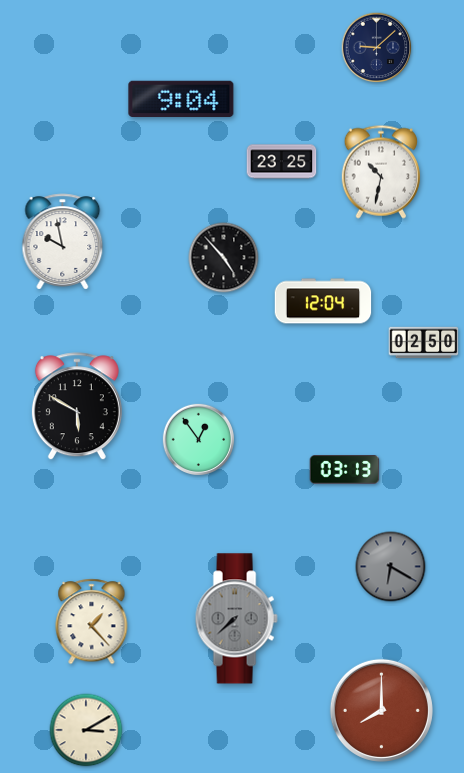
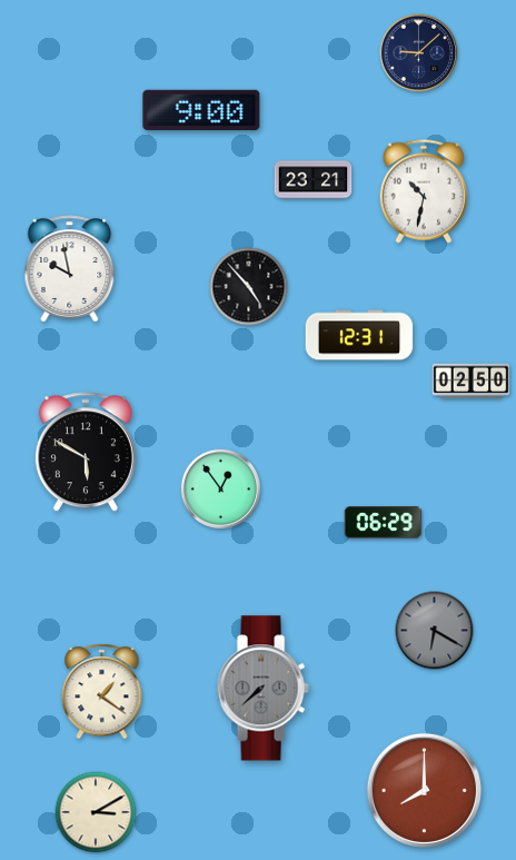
clock at (181, 99): 9:04 -> 9:00
clock at (282, 162): 23:25 -> 23:21
clock at (323, 301): 12:04 -> 12:31
clock at (345, 470): 03:13 -> 06:29
clock at (92, 622): 1:23 -> 1:21
